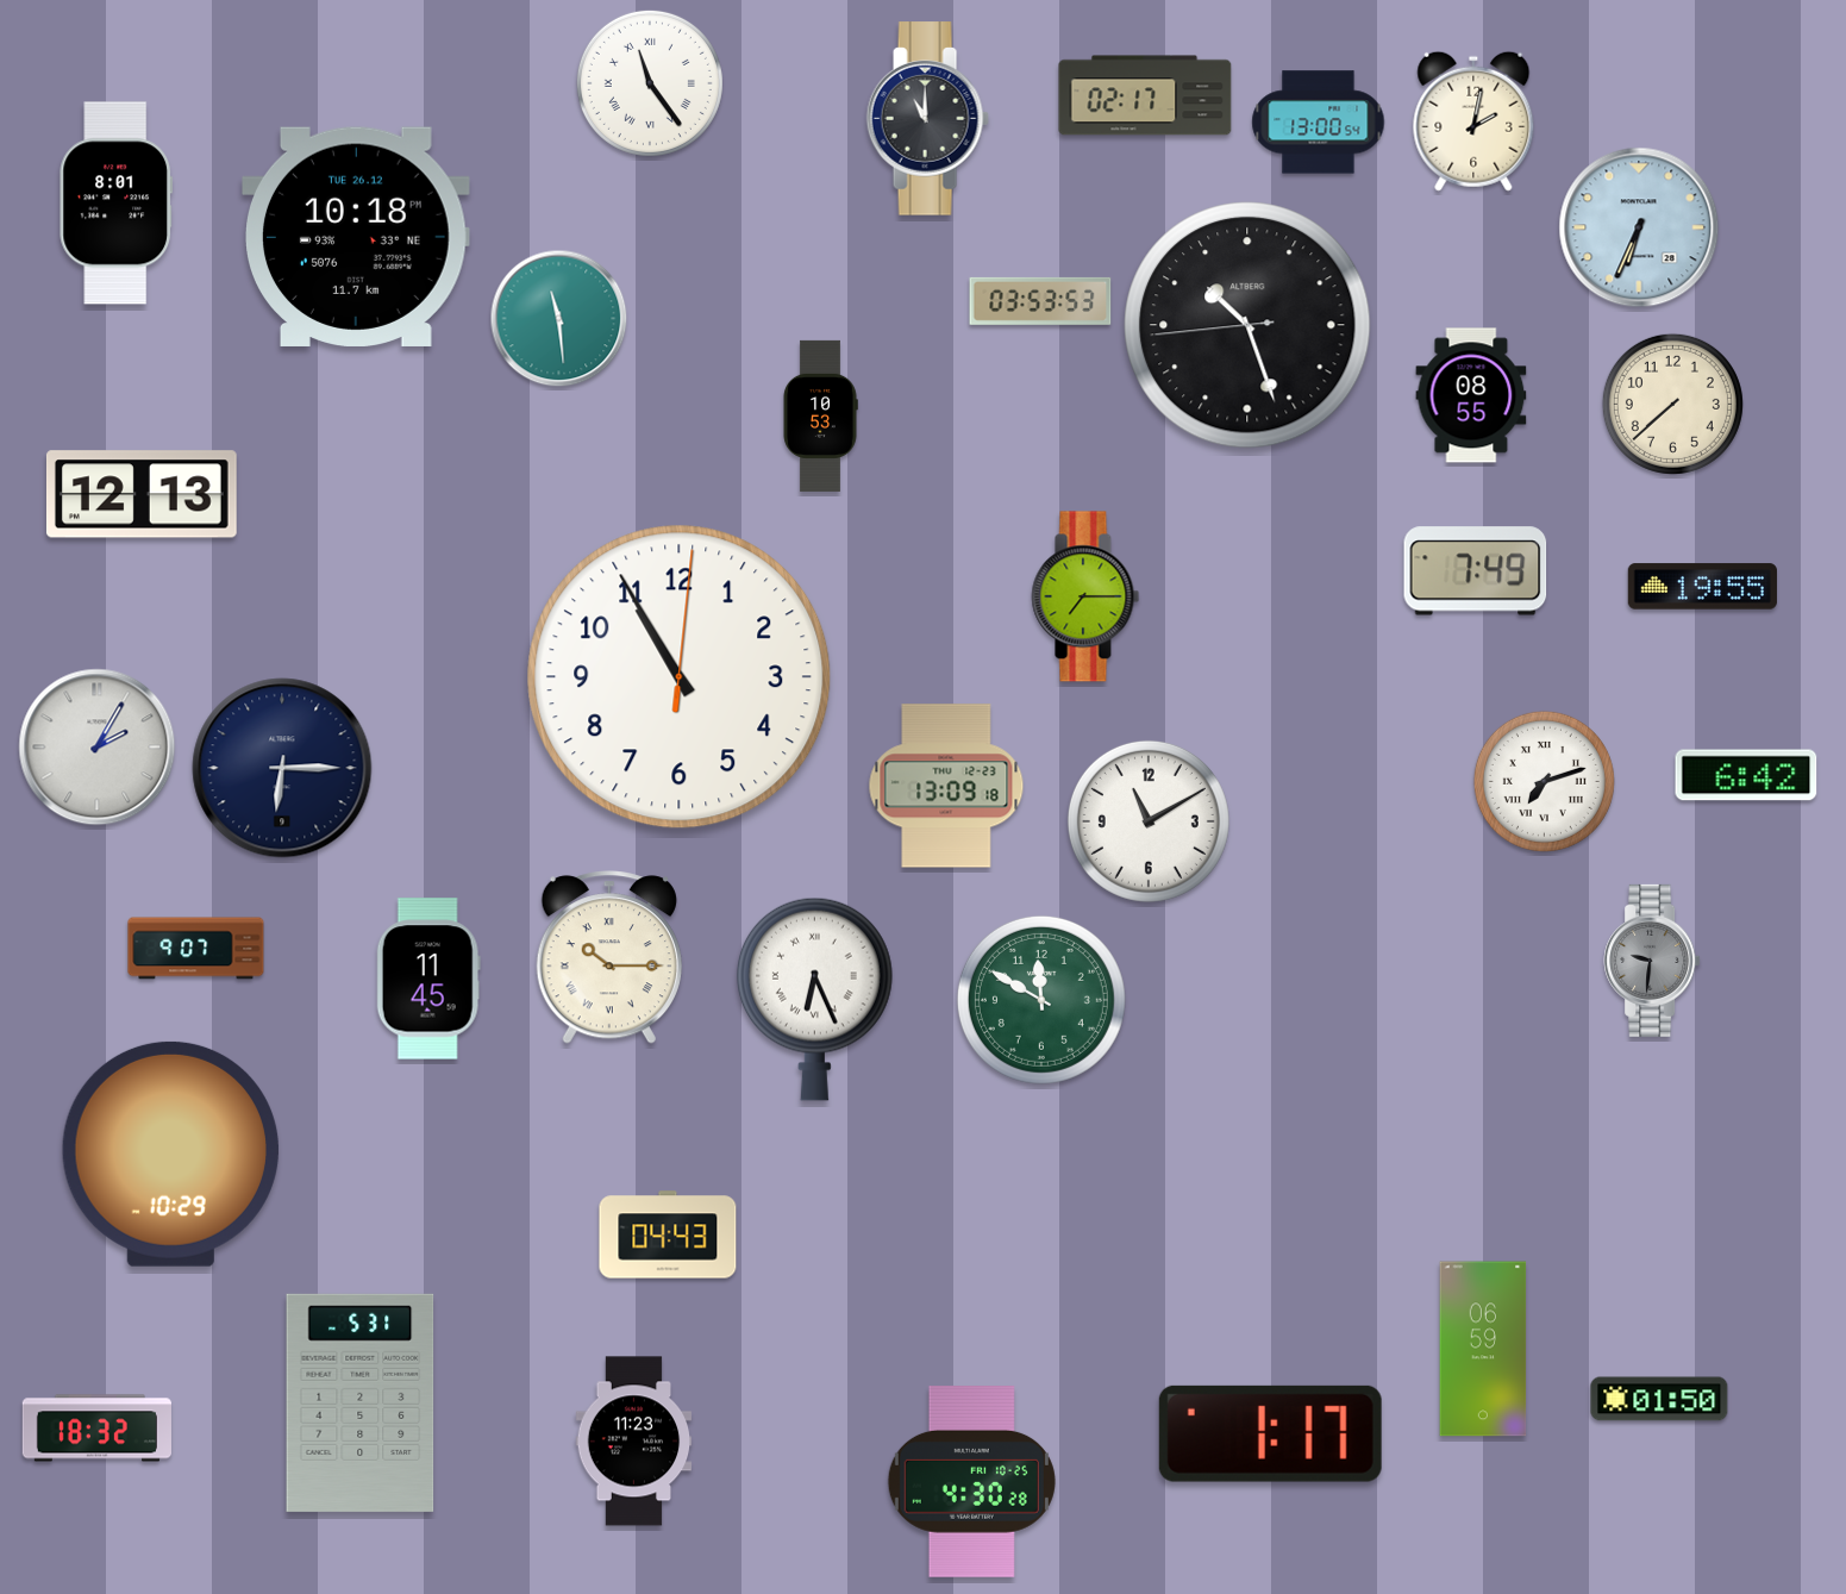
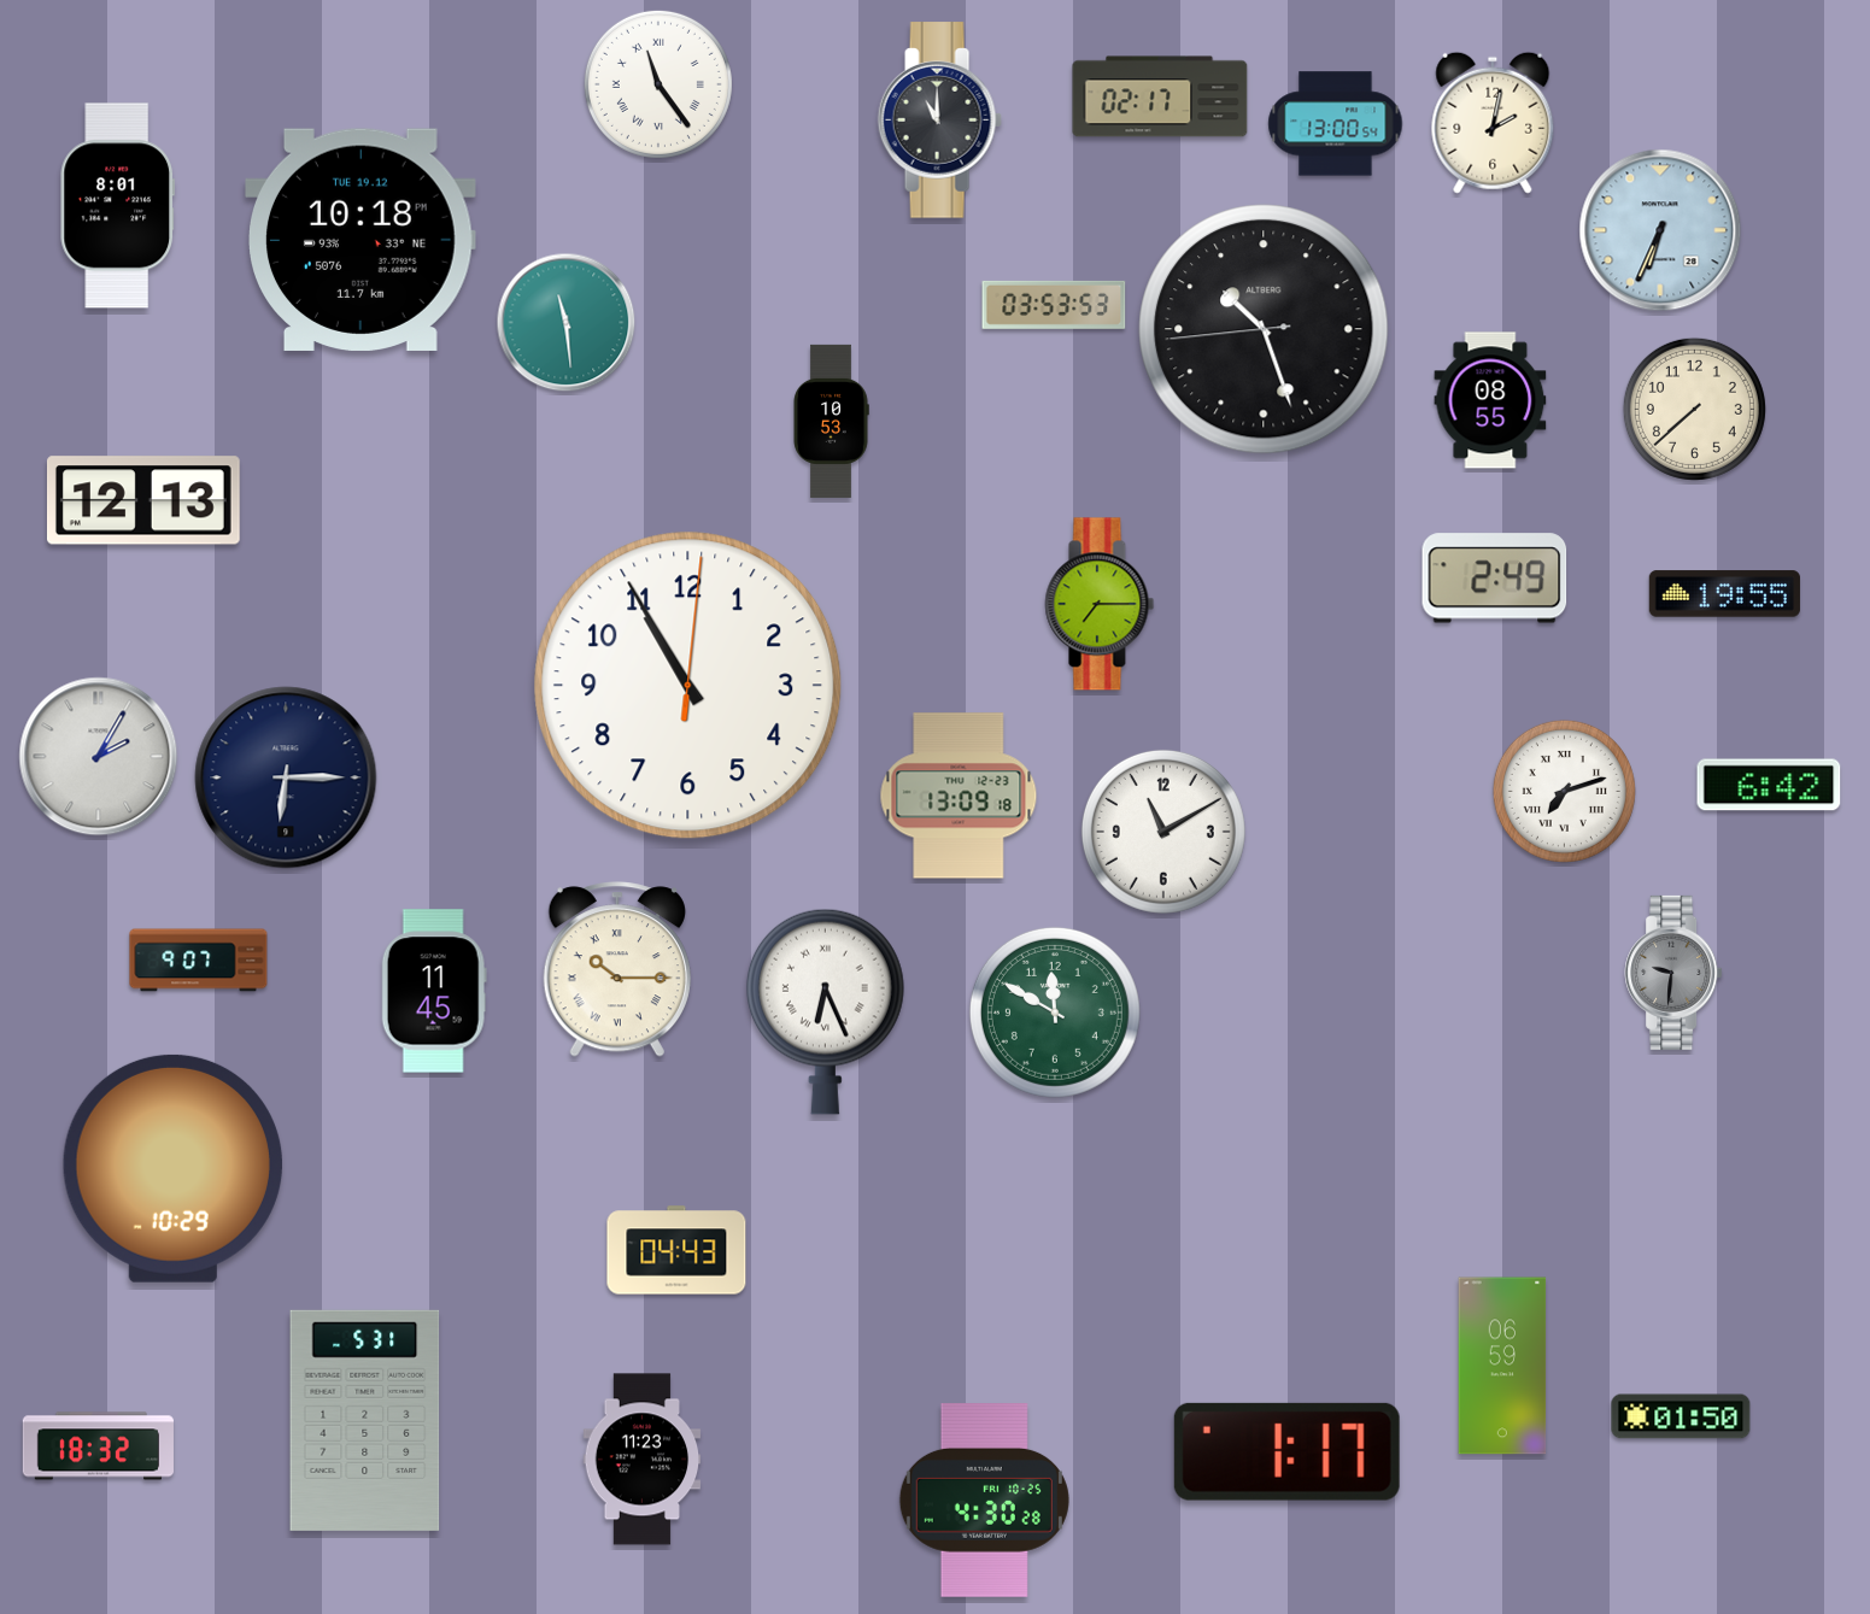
clock at (357, 237) date: TUE 26.12 -> TUE 19.12
clock at (1476, 571): 7:49 -> 2:49
